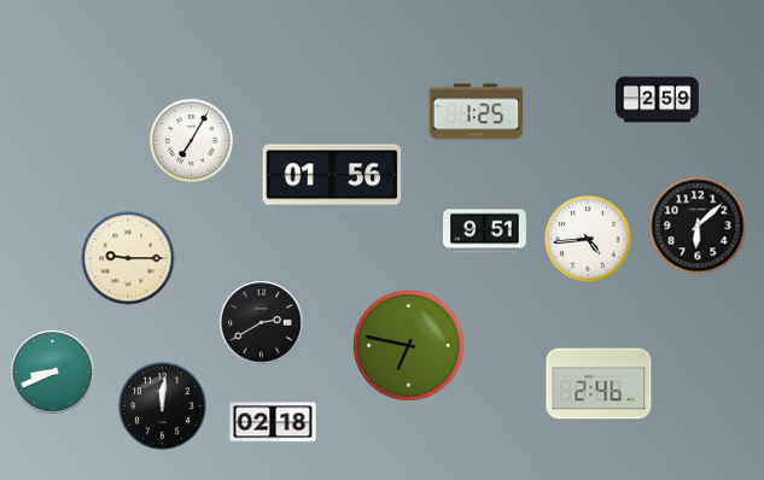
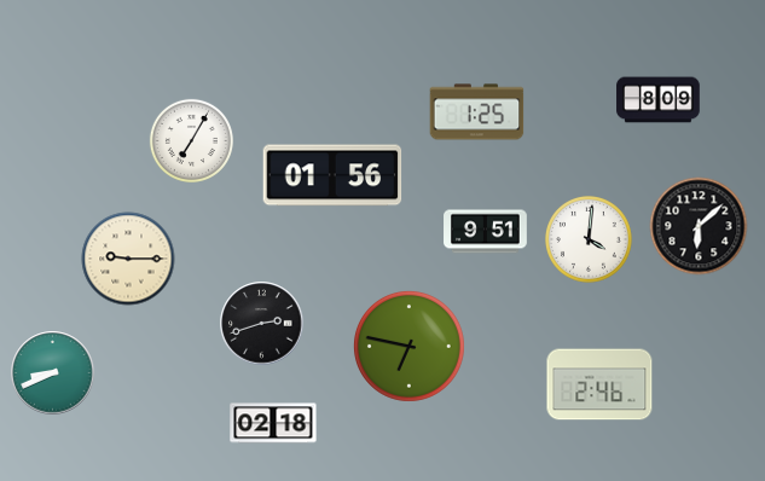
clock at (658, 100): 2:59 -> 8:09
clock at (589, 240): 4:44 -> 4:01
clock at (262, 323): 2:40 -> 2:42
clock at (163, 406): 12:01 -> none
